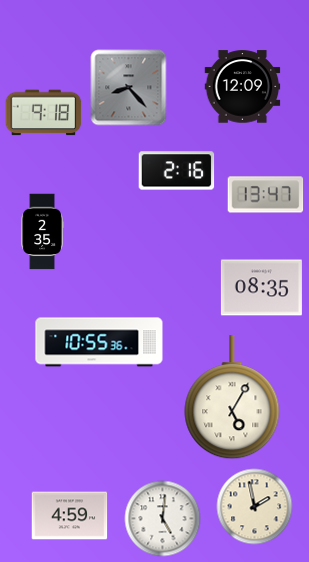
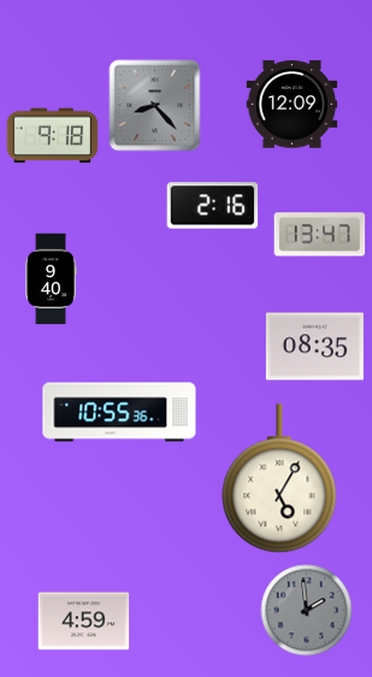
clock at (42, 232): 2:35 -> 9:40
clock at (255, 507): 1:58 -> 1:59
clock at (255, 507) dial: cream -> grey
clock at (163, 519): 5:01 -> none
